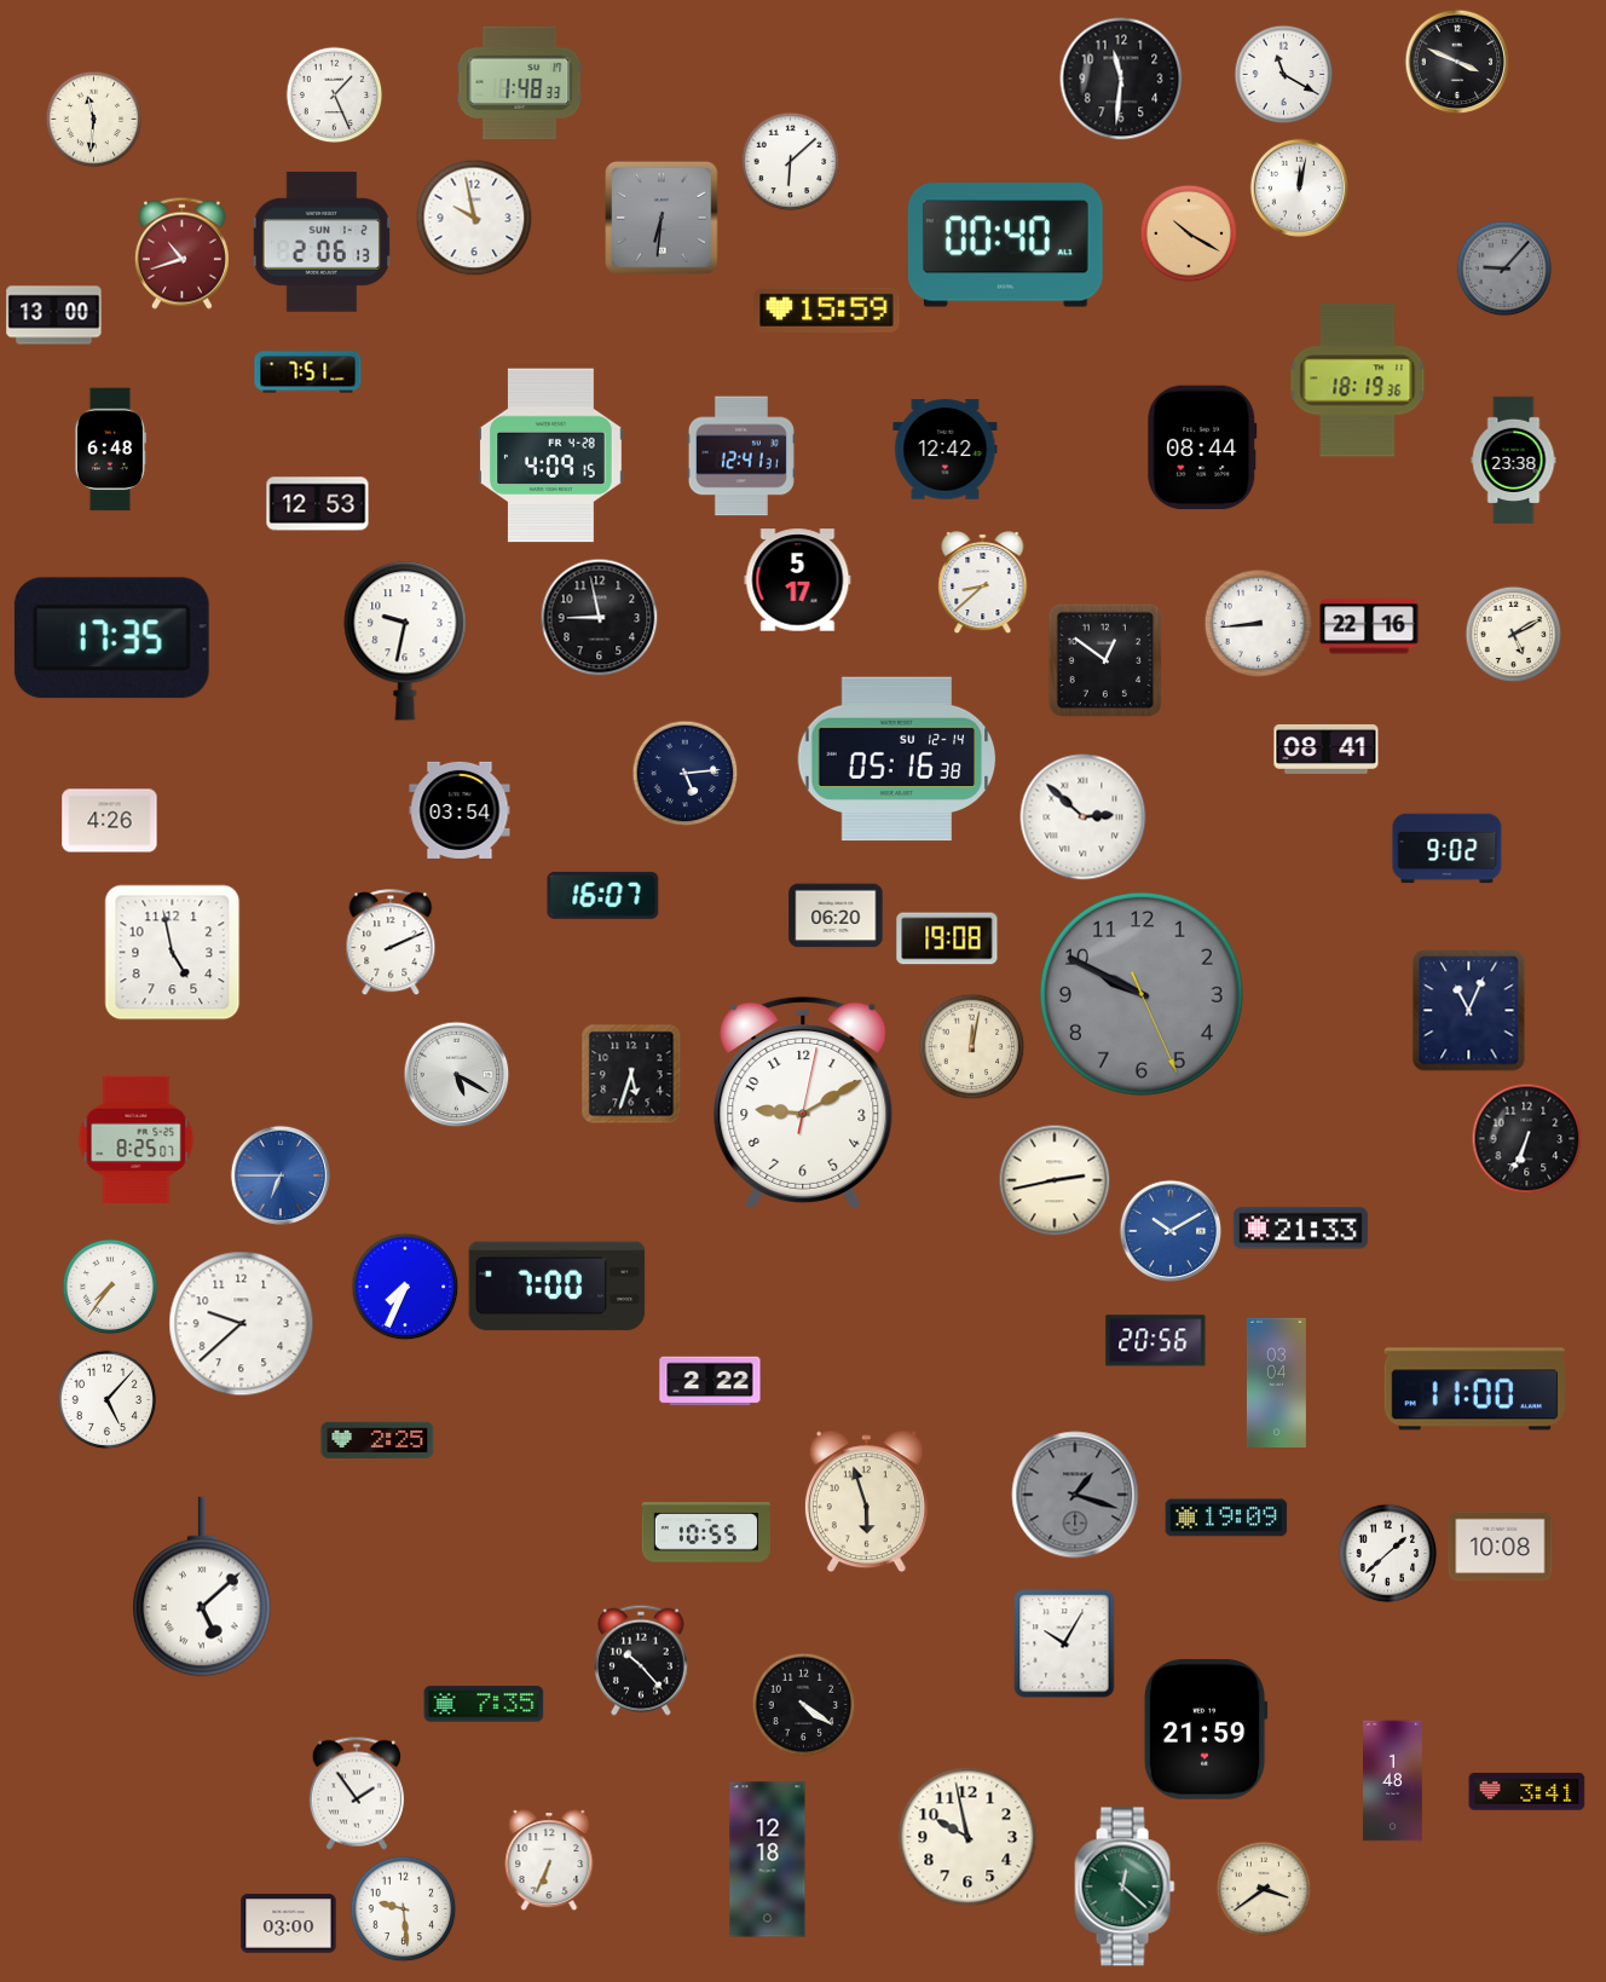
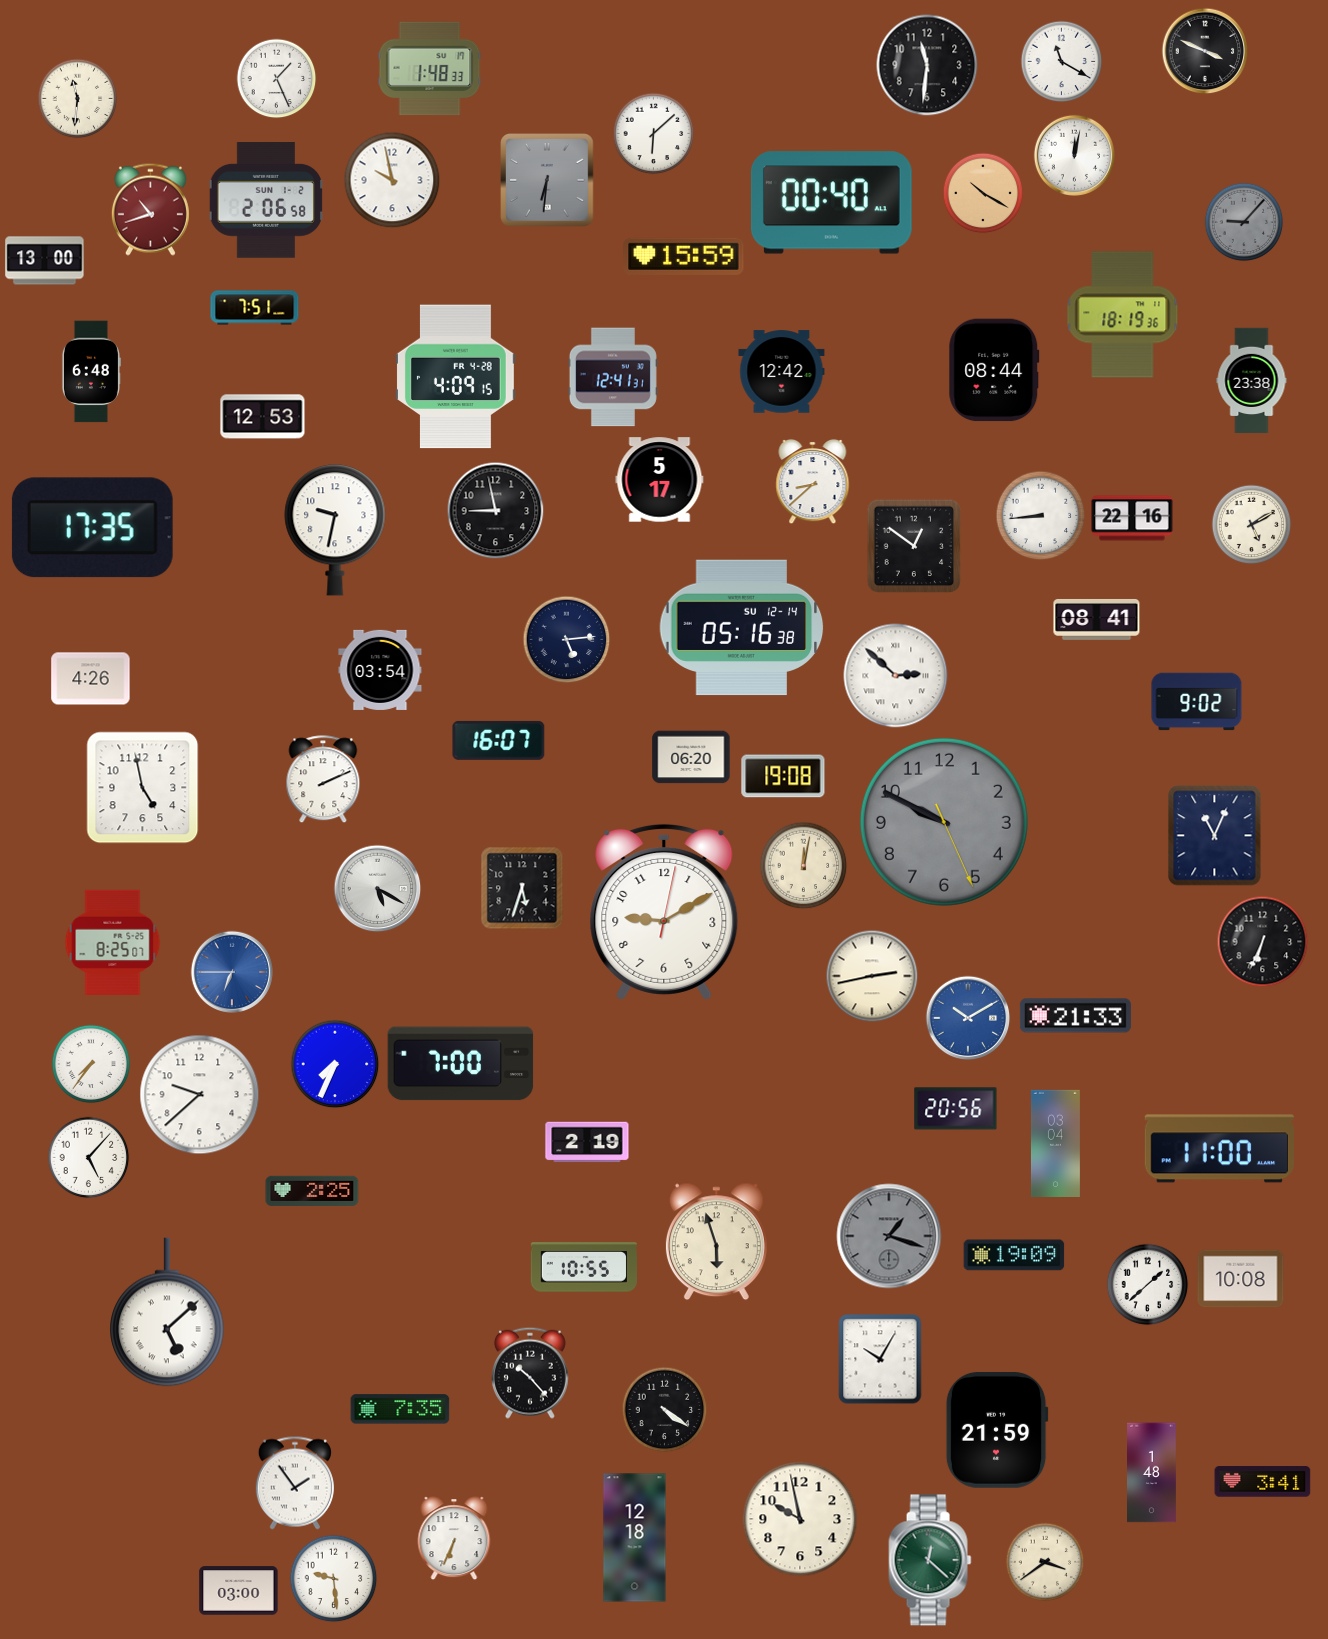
clock at (320, 243): 2:06:13 -> 2:06:58
clock at (710, 1381): 2:22 -> 2:19
